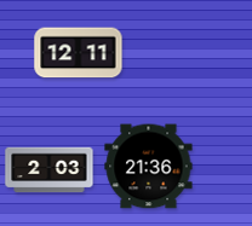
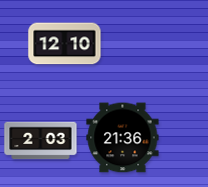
clock at (79, 53): 12:11 -> 12:10
